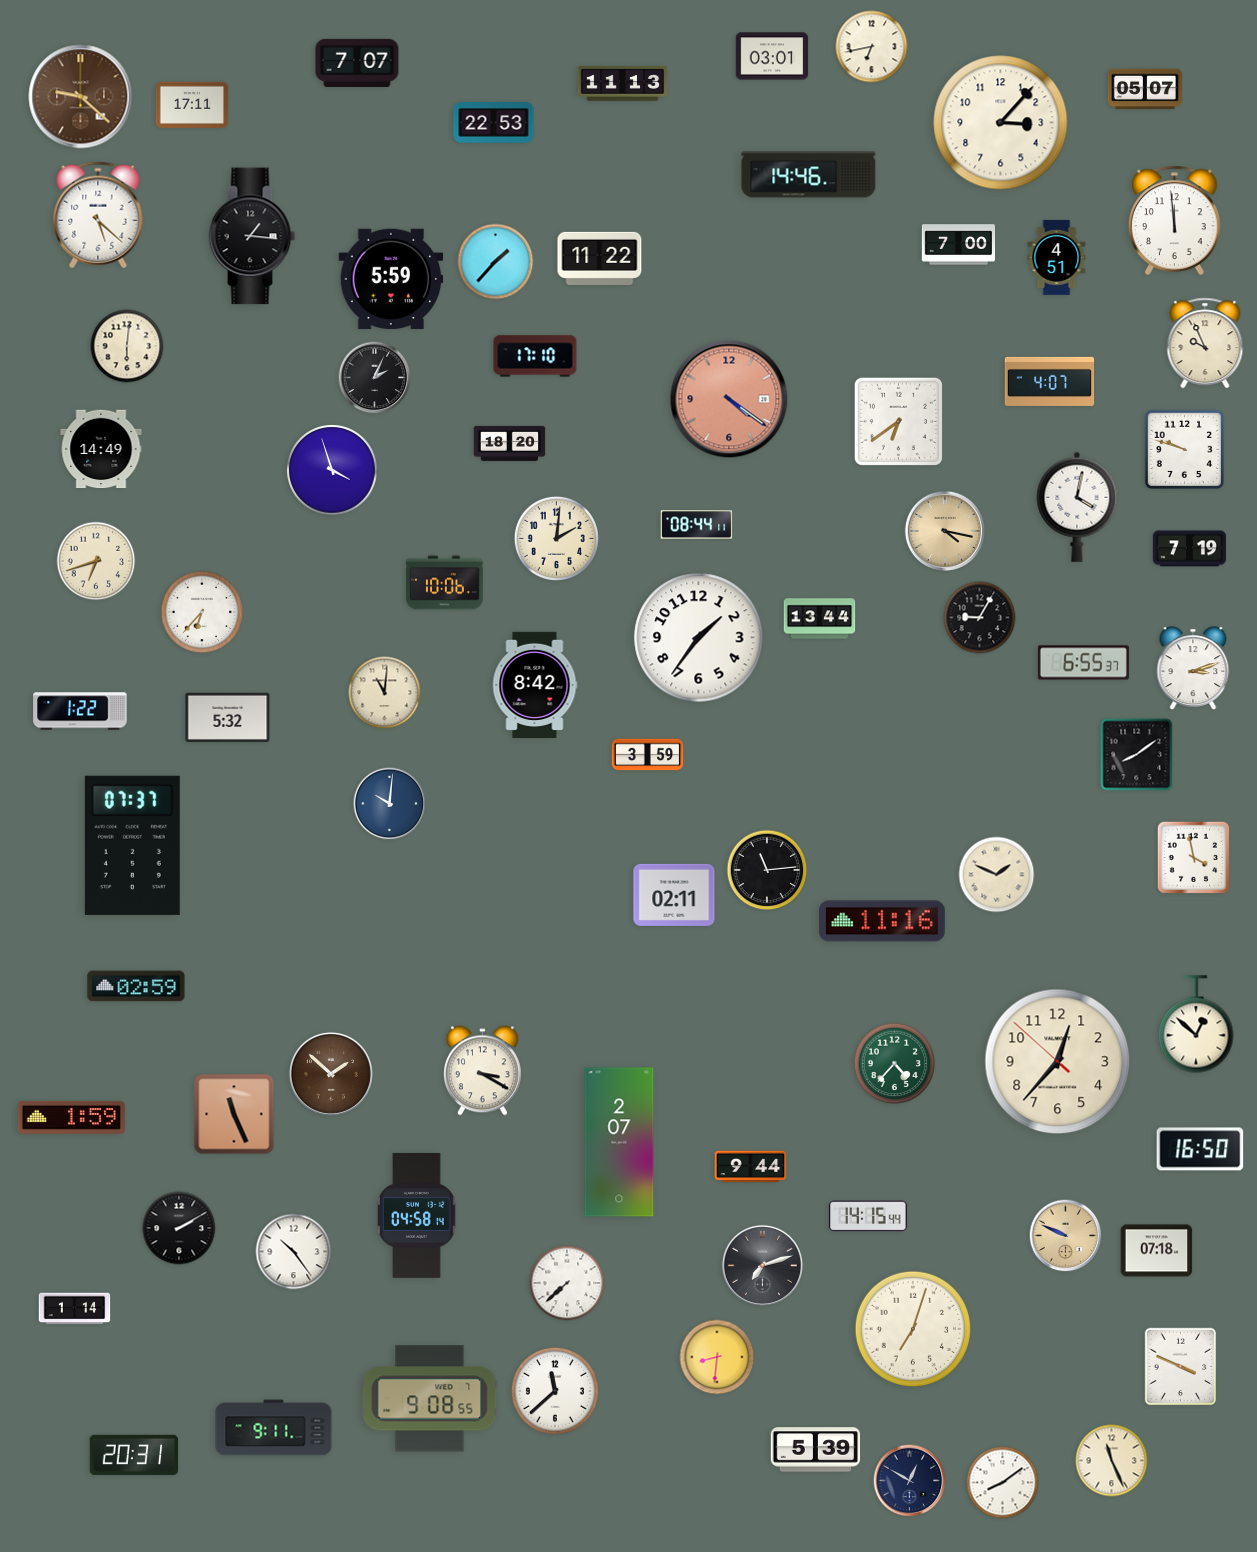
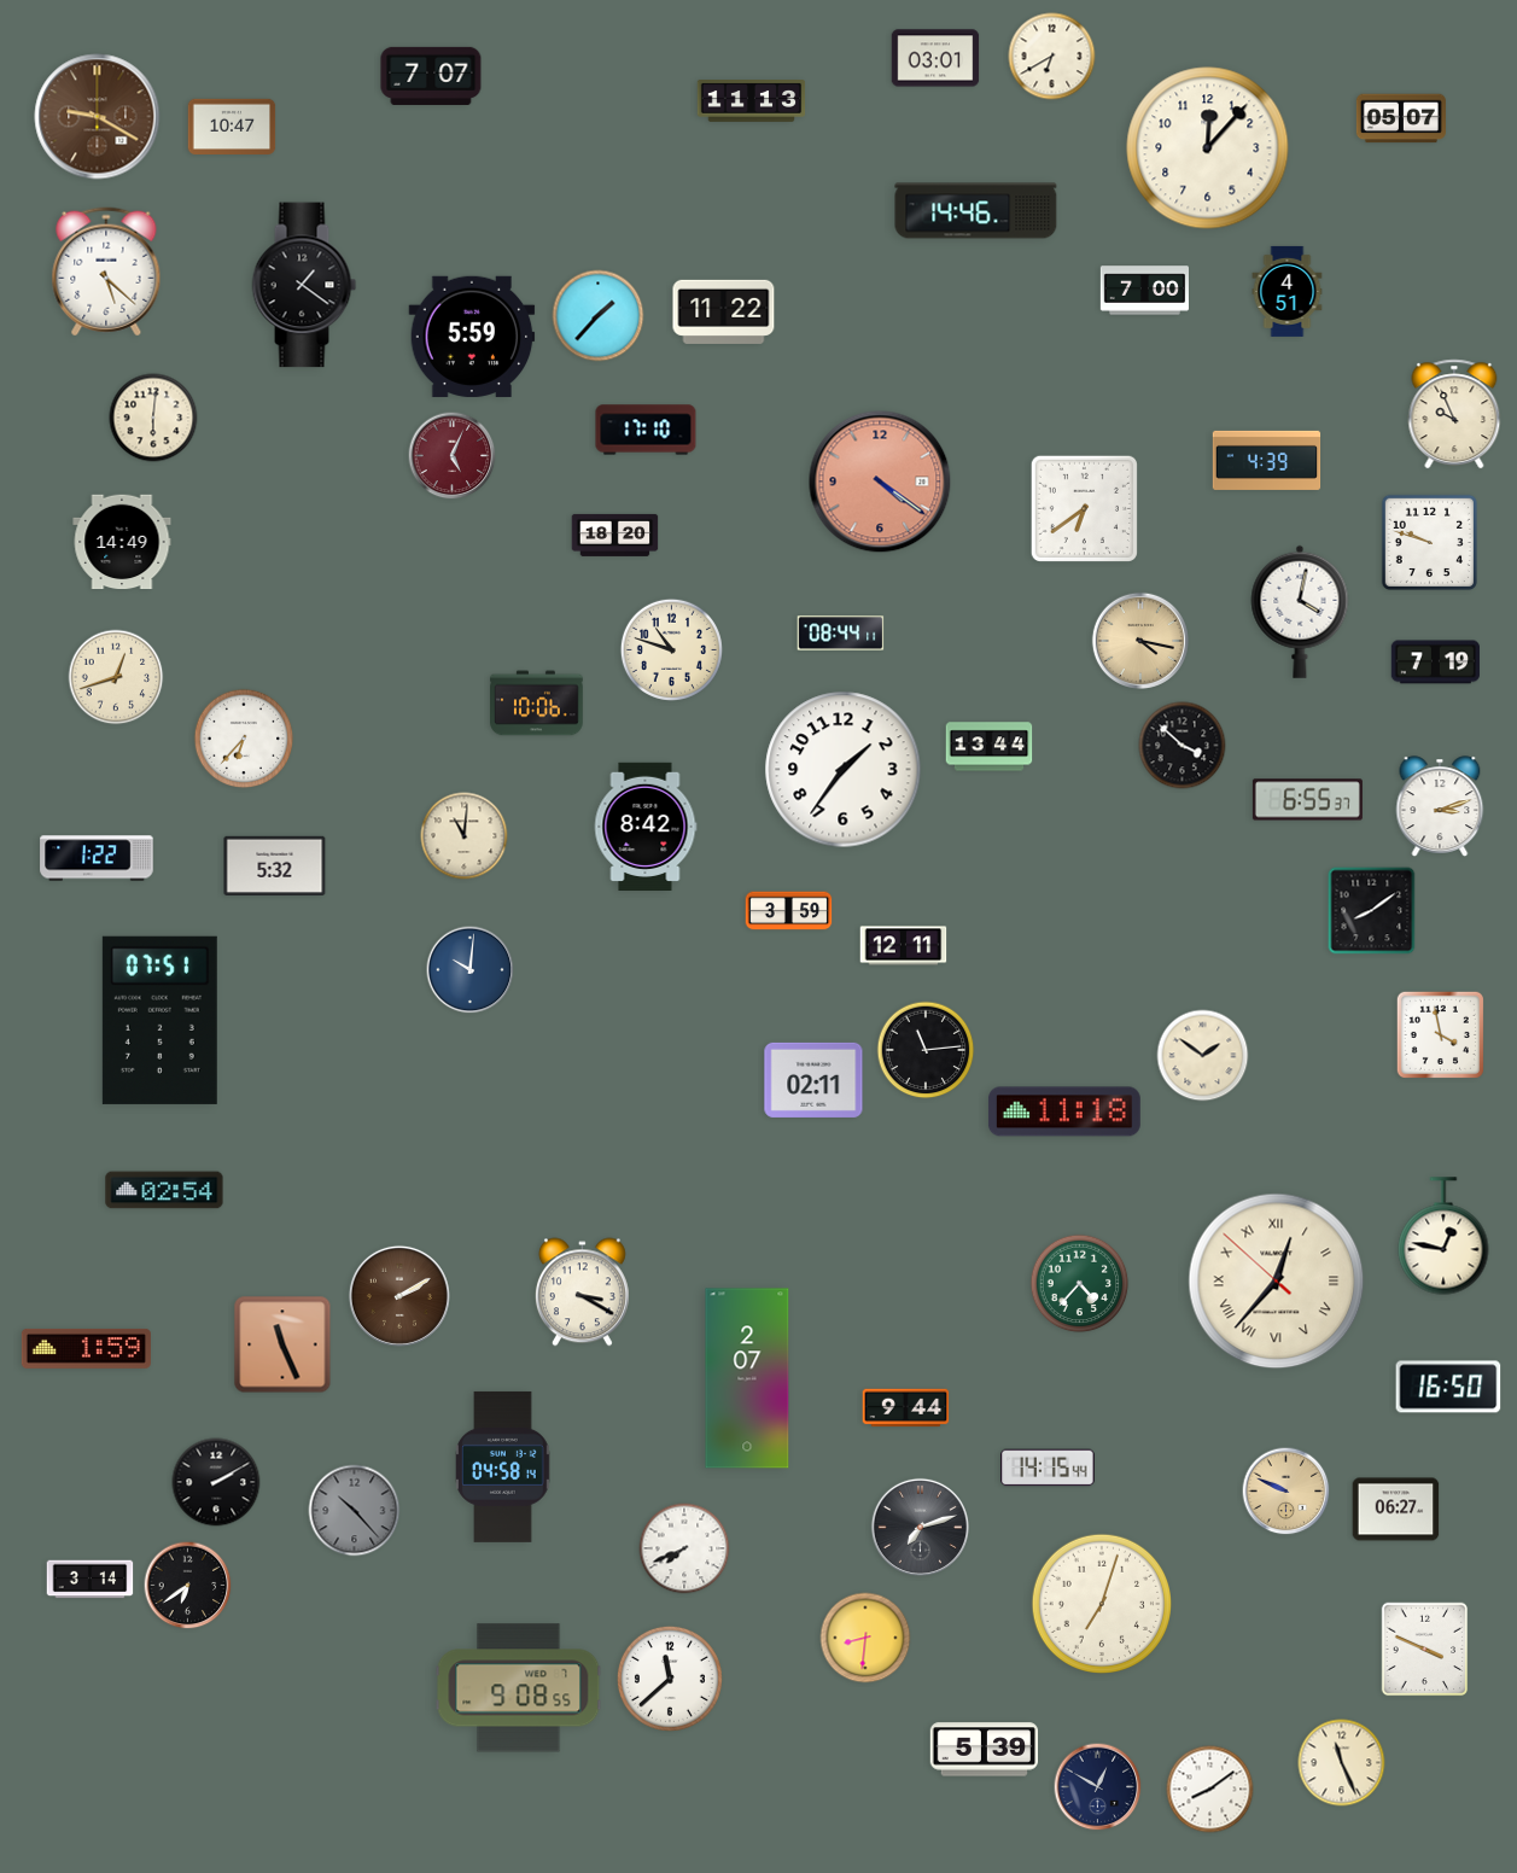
clock at (872, 47): 6:43 -> 6:40
clock at (772, 56) position: (772, 56) -> (935, 58)
clock at (1145, 89) position: (1145, 89) -> (1401, 118)
clock at (81, 97): 9:22 -> 9:20
clock at (192, 104): 17:11 -> 10:47
clock at (494, 123): 22:53 -> none
clock at (1001, 123): 3:07 -> 12:07
clock at (98, 215) position: (98, 215) -> (106, 272)
clock at (1175, 220): 11:59 -> none
clock at (252, 236): 1:16 -> 1:21
clock at (958, 245) position: (958, 245) -> (1144, 291)
clock at (1057, 257) position: (1057, 257) -> (1288, 291)
clock at (375, 378): 2:04 -> 5:04
clock at (375, 378) dial: black -> burgundy
clock at (1050, 381): 4:07 -> 4:39
clock at (332, 470): 3:57 -> none
clock at (556, 538): 2:01 -> 10:48
clock at (96, 561): 6:42 -> 12:42
clock at (980, 618): 9:05 -> 3:52
clock at (648, 755) position: (648, 755) -> (789, 911)
clock at (904, 946): none -> 12:11
clock at (132, 845): 07:37 -> 07:51
clock at (997, 875): 1:49 -> 1:51
clock at (882, 921): 11:16 -> 11:18
clock at (136, 986): 02:59 -> 02:54
clock at (1196, 1024): 12:52 -> 12:47
clock at (1058, 1062) numerals: Arabic -> Roman
clock at (331, 1074): 1:52 -> 2:10
clock at (1157, 1251): 07:18 -> 06:27
clock at (294, 1252): 10:24 -> 10:23
clock at (294, 1252) dial: white -> grey
clock at (567, 1283): 7:38 -> 7:41
clock at (75, 1309): 1:14 -> 3:14
clock at (188, 1586): none -> 6:39
clock at (274, 1428): 9:11 -> none
clock at (134, 1455): 20:31 -> none
